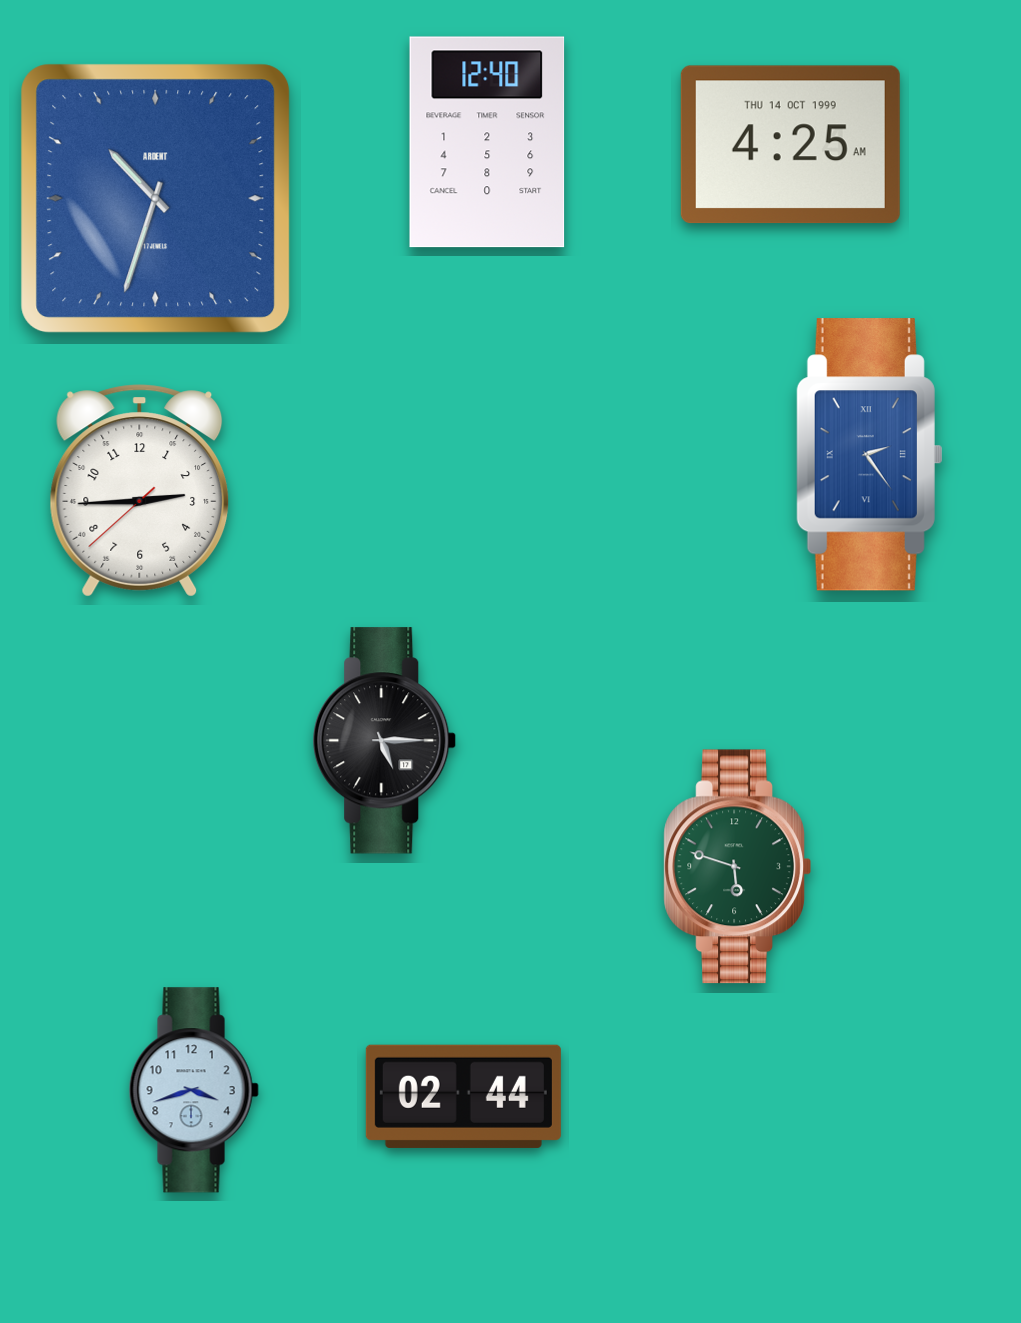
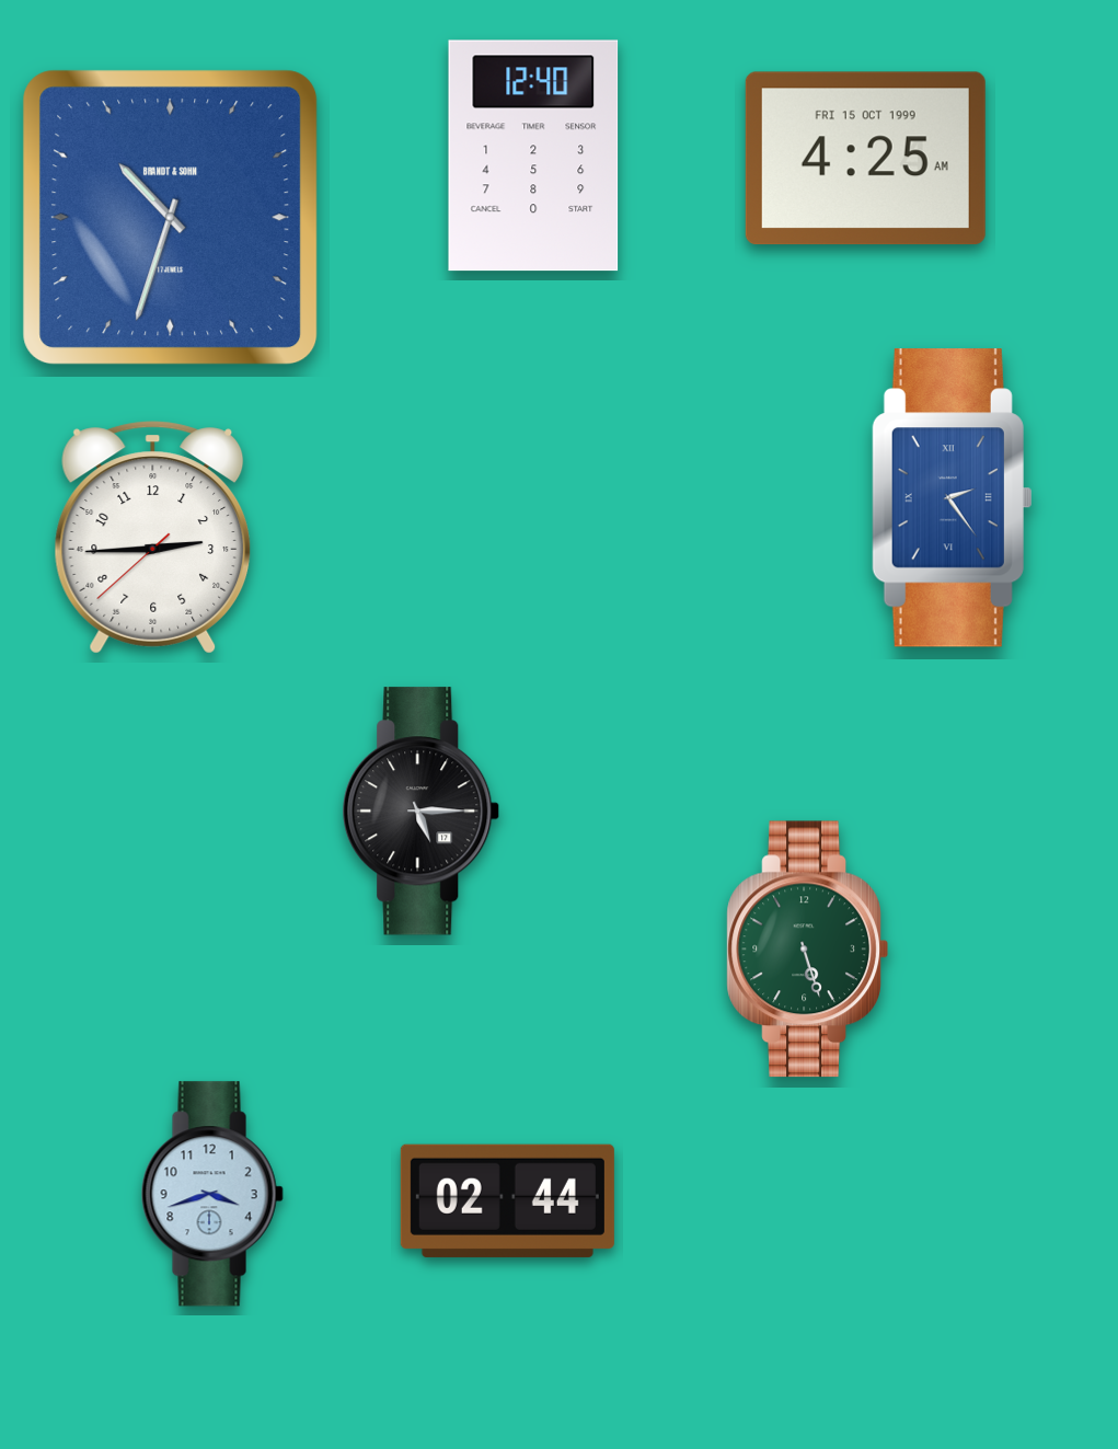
clock at (790, 145) date: THU 14 OCT 1999 -> FRI 15 OCT 1999
clock at (156, 199) brand: ARDENT -> BRANDT & SOHN
clock at (737, 867): 5:48 -> 5:27
